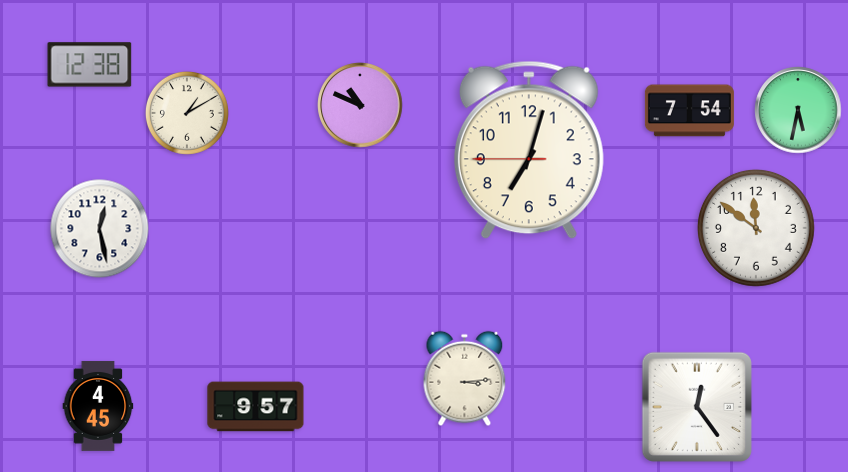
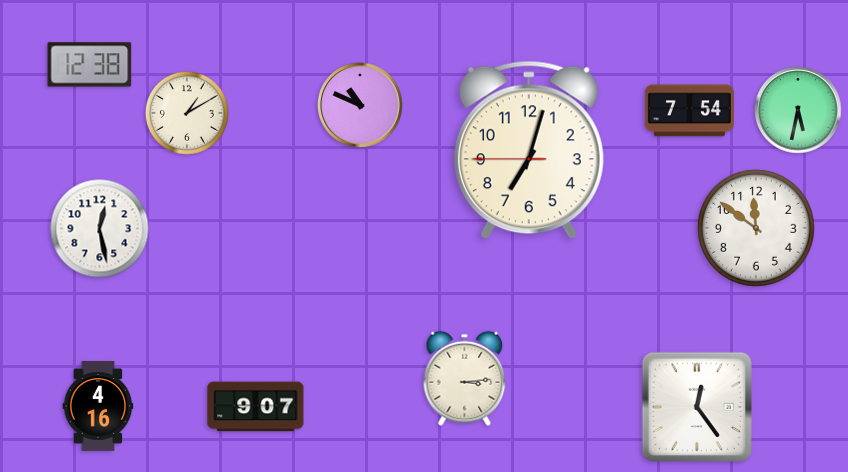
clock at (98, 406): 4:45 -> 4:16
clock at (256, 407): 9:57 -> 9:07
